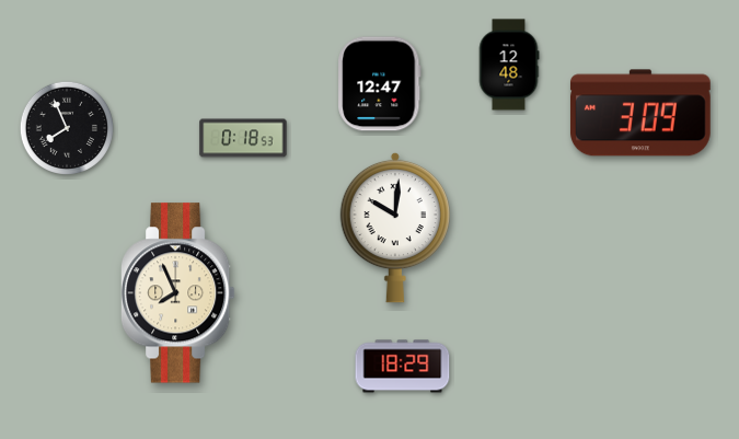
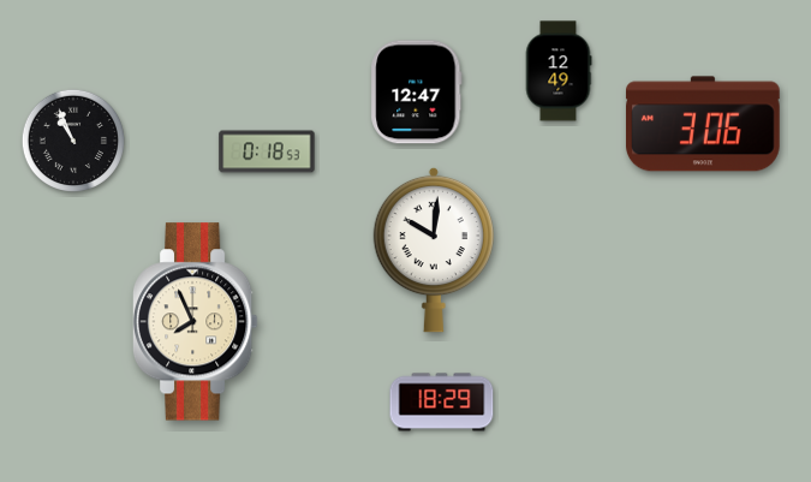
clock at (509, 65): 12:48 -> 12:49
clock at (640, 113): 3:09 -> 3:06
clock at (67, 128): 7:56 -> 10:56
